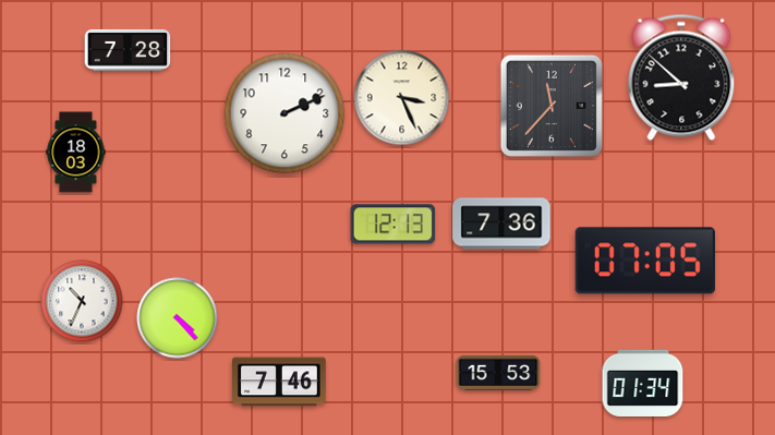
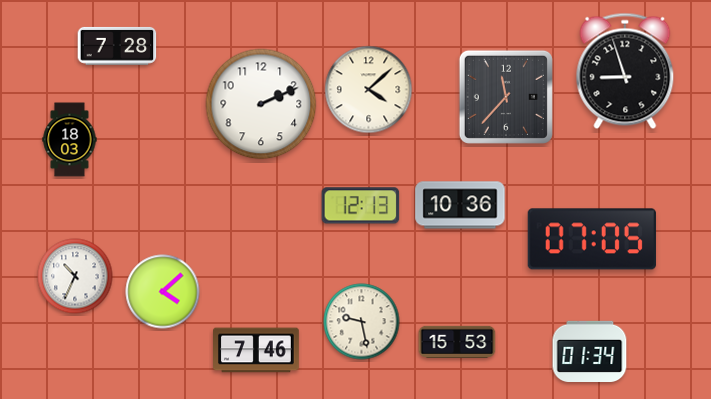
clock at (681, 77): 8:52 -> 8:57
clock at (402, 98): 3:26 -> 4:08
clock at (501, 223): 7:36 -> 10:36
clock at (178, 318): 4:23 -> 4:08
clock at (362, 322): none -> 9:28
